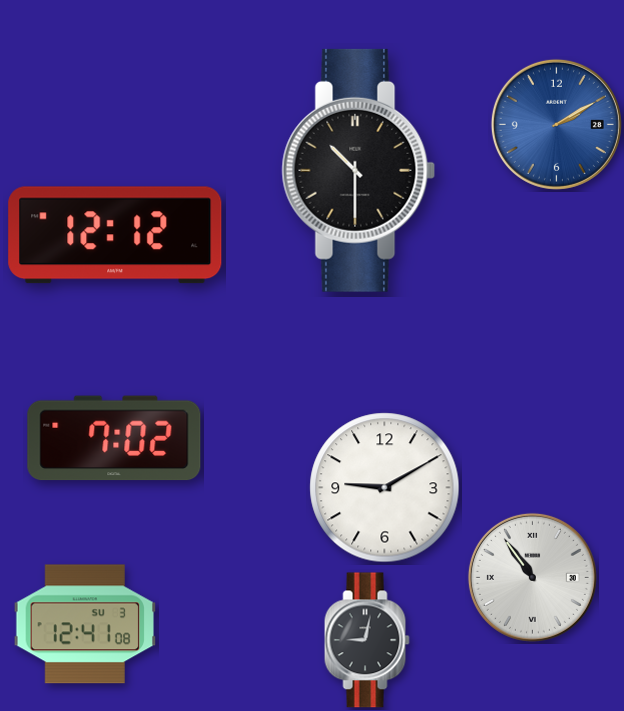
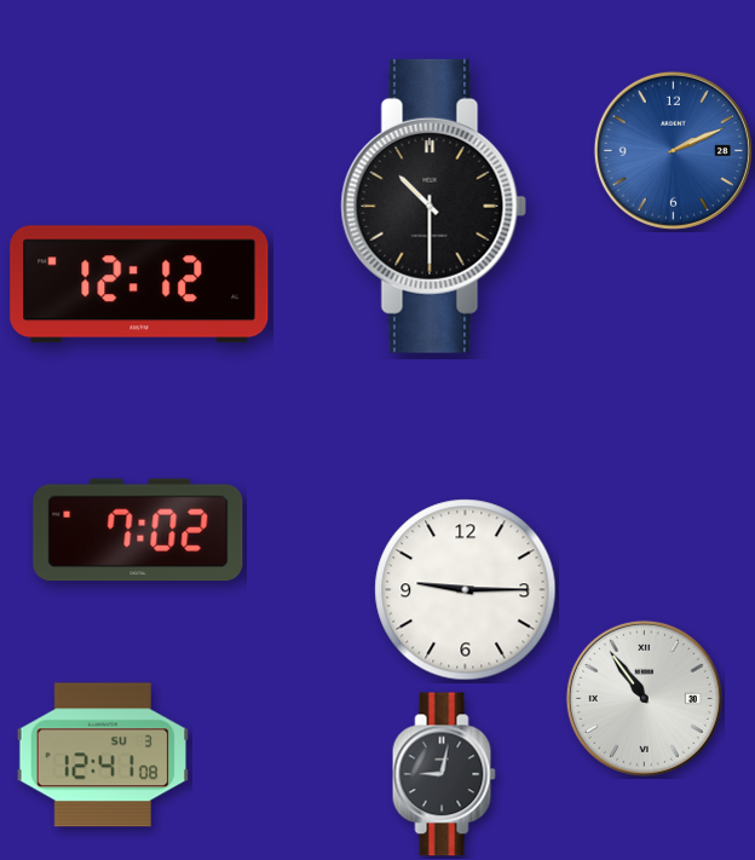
clock at (556, 124): 2:10 -> 2:11
clock at (385, 488): 9:10 -> 9:15
